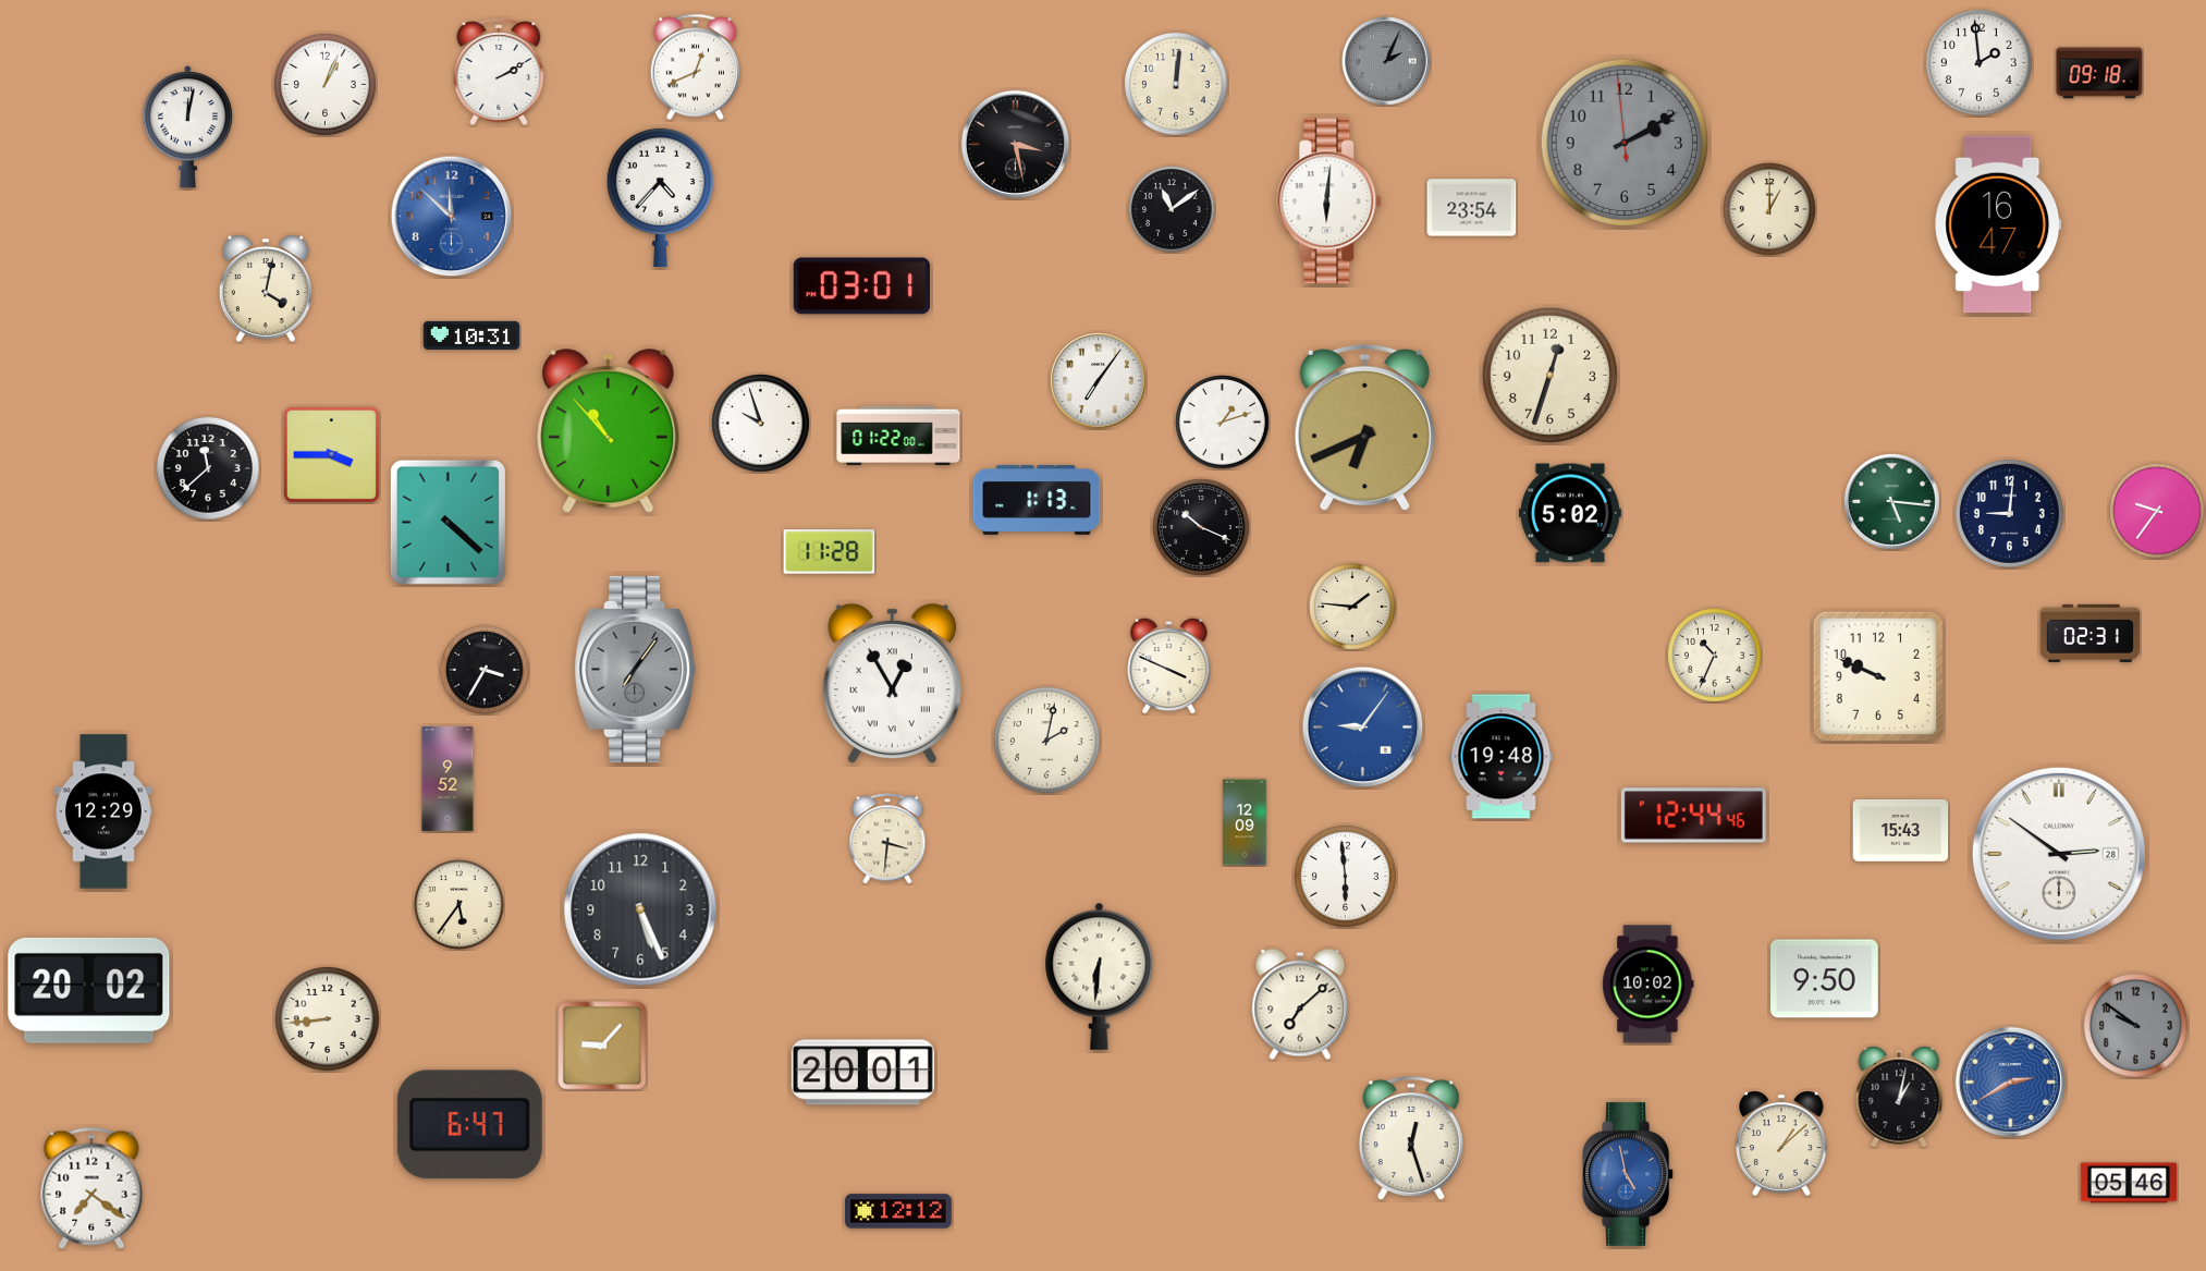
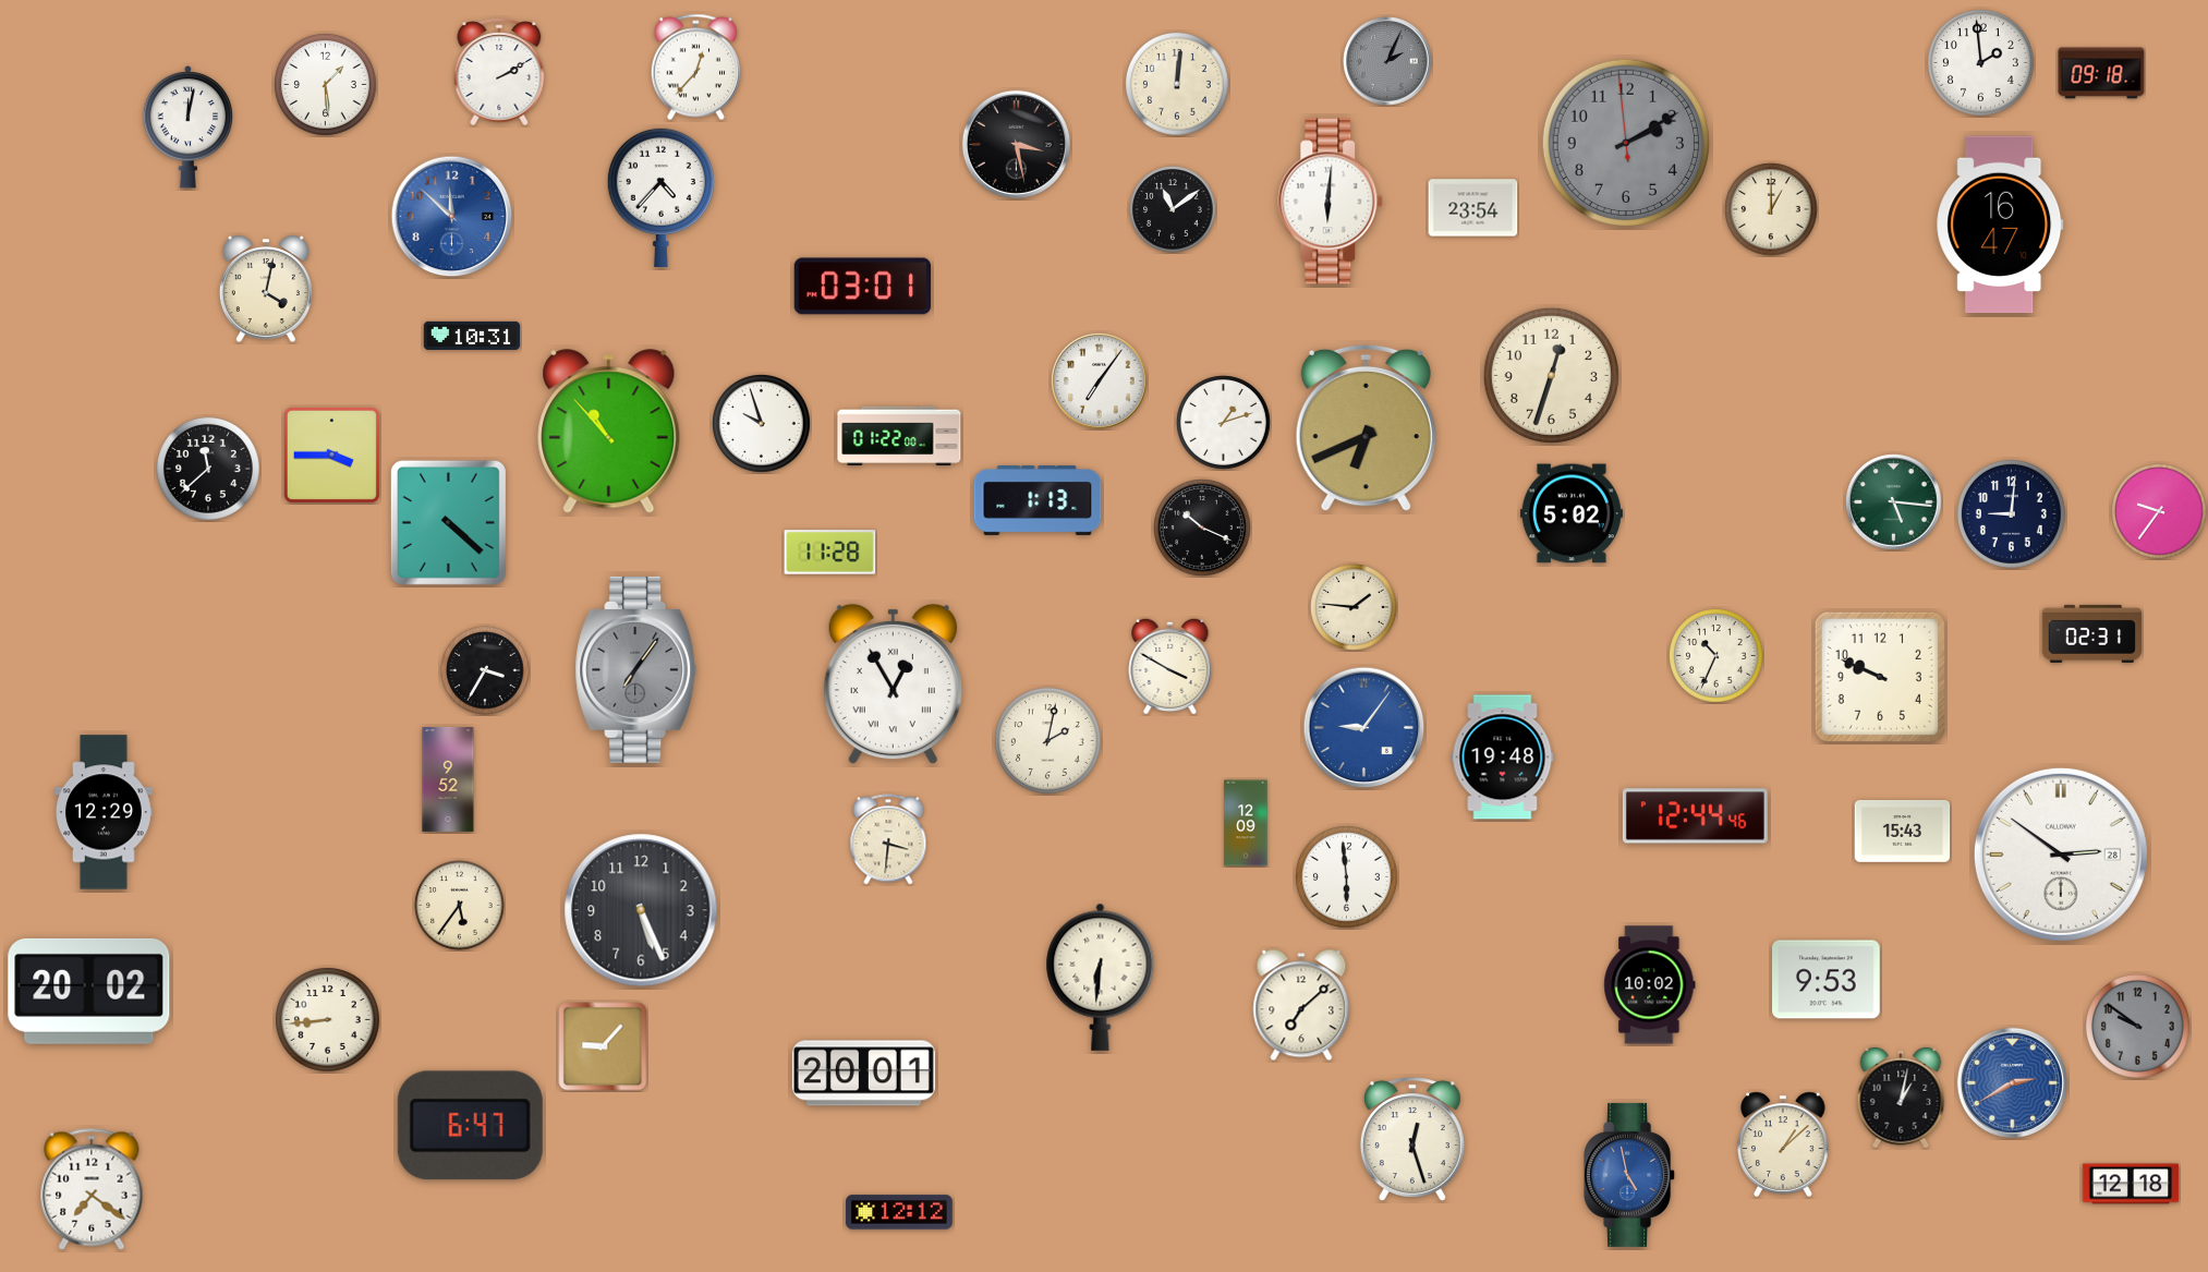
clock at (695, 68): 12:41 -> 12:37
clock at (326, 85): 1:04 -> 1:29
clock at (1169, 665): 3:49 -> 3:50
clock at (1825, 979): 9:50 -> 9:53
clock at (2129, 1183): 05:46 -> 12:18
